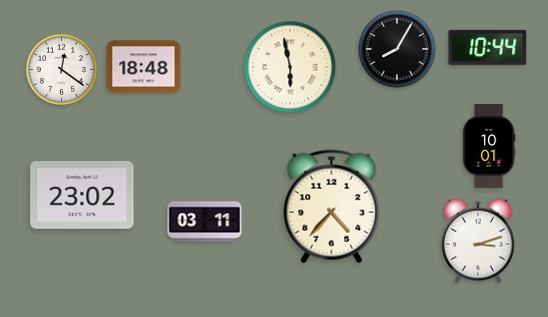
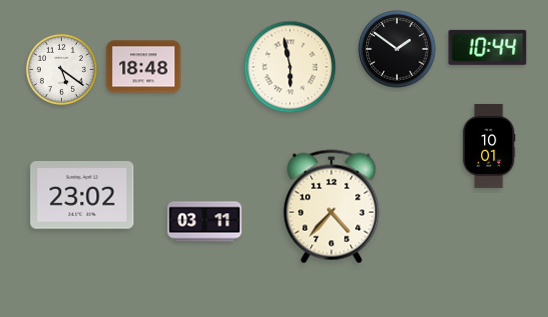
clock at (397, 49): 8:05 -> 1:51
clock at (61, 69): 12:21 -> 5:21
clock at (478, 241): 3:12 -> none
